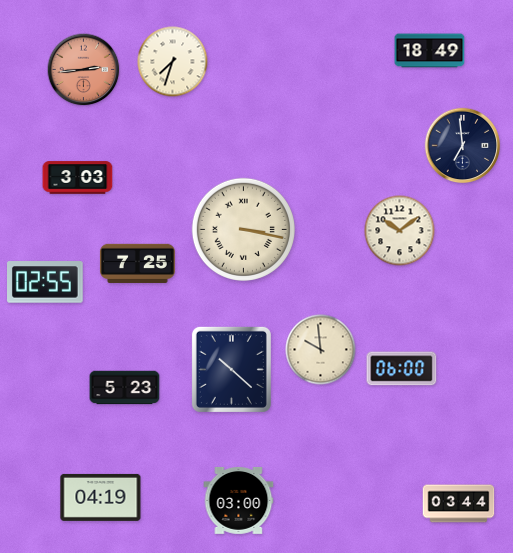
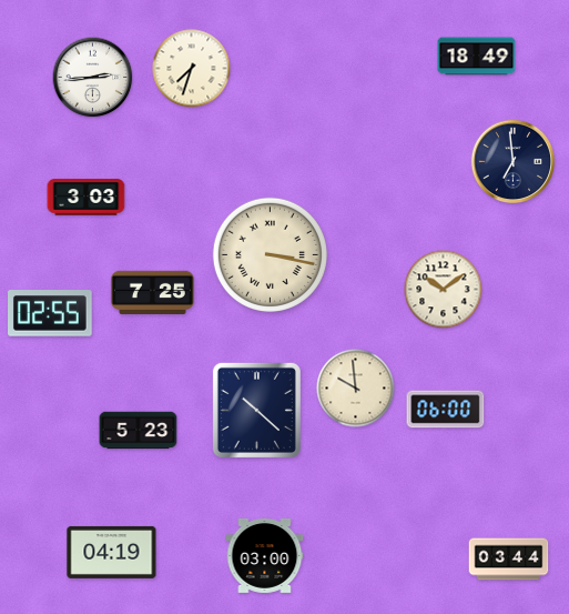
clock at (84, 70) dial: salmon -> white
clock at (400, 231) position: (400, 231) -> (444, 290)
